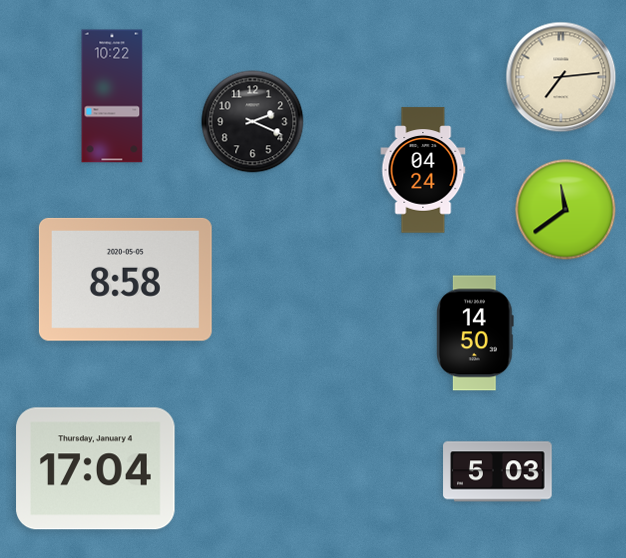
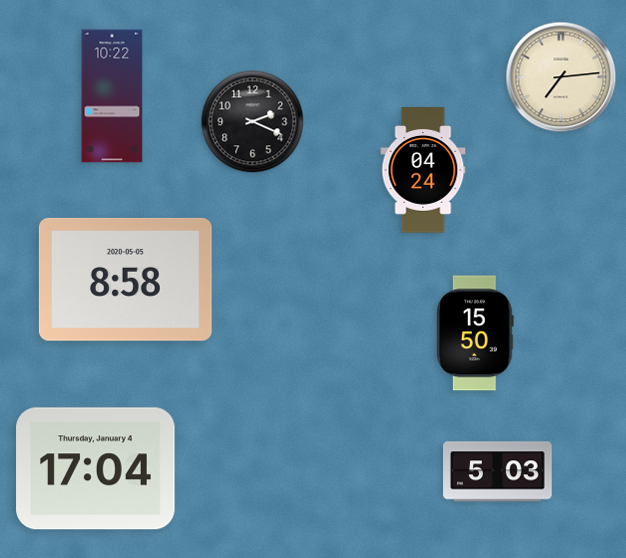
clock at (566, 210): 11:39 -> none
clock at (475, 333): 14:50 -> 15:50
